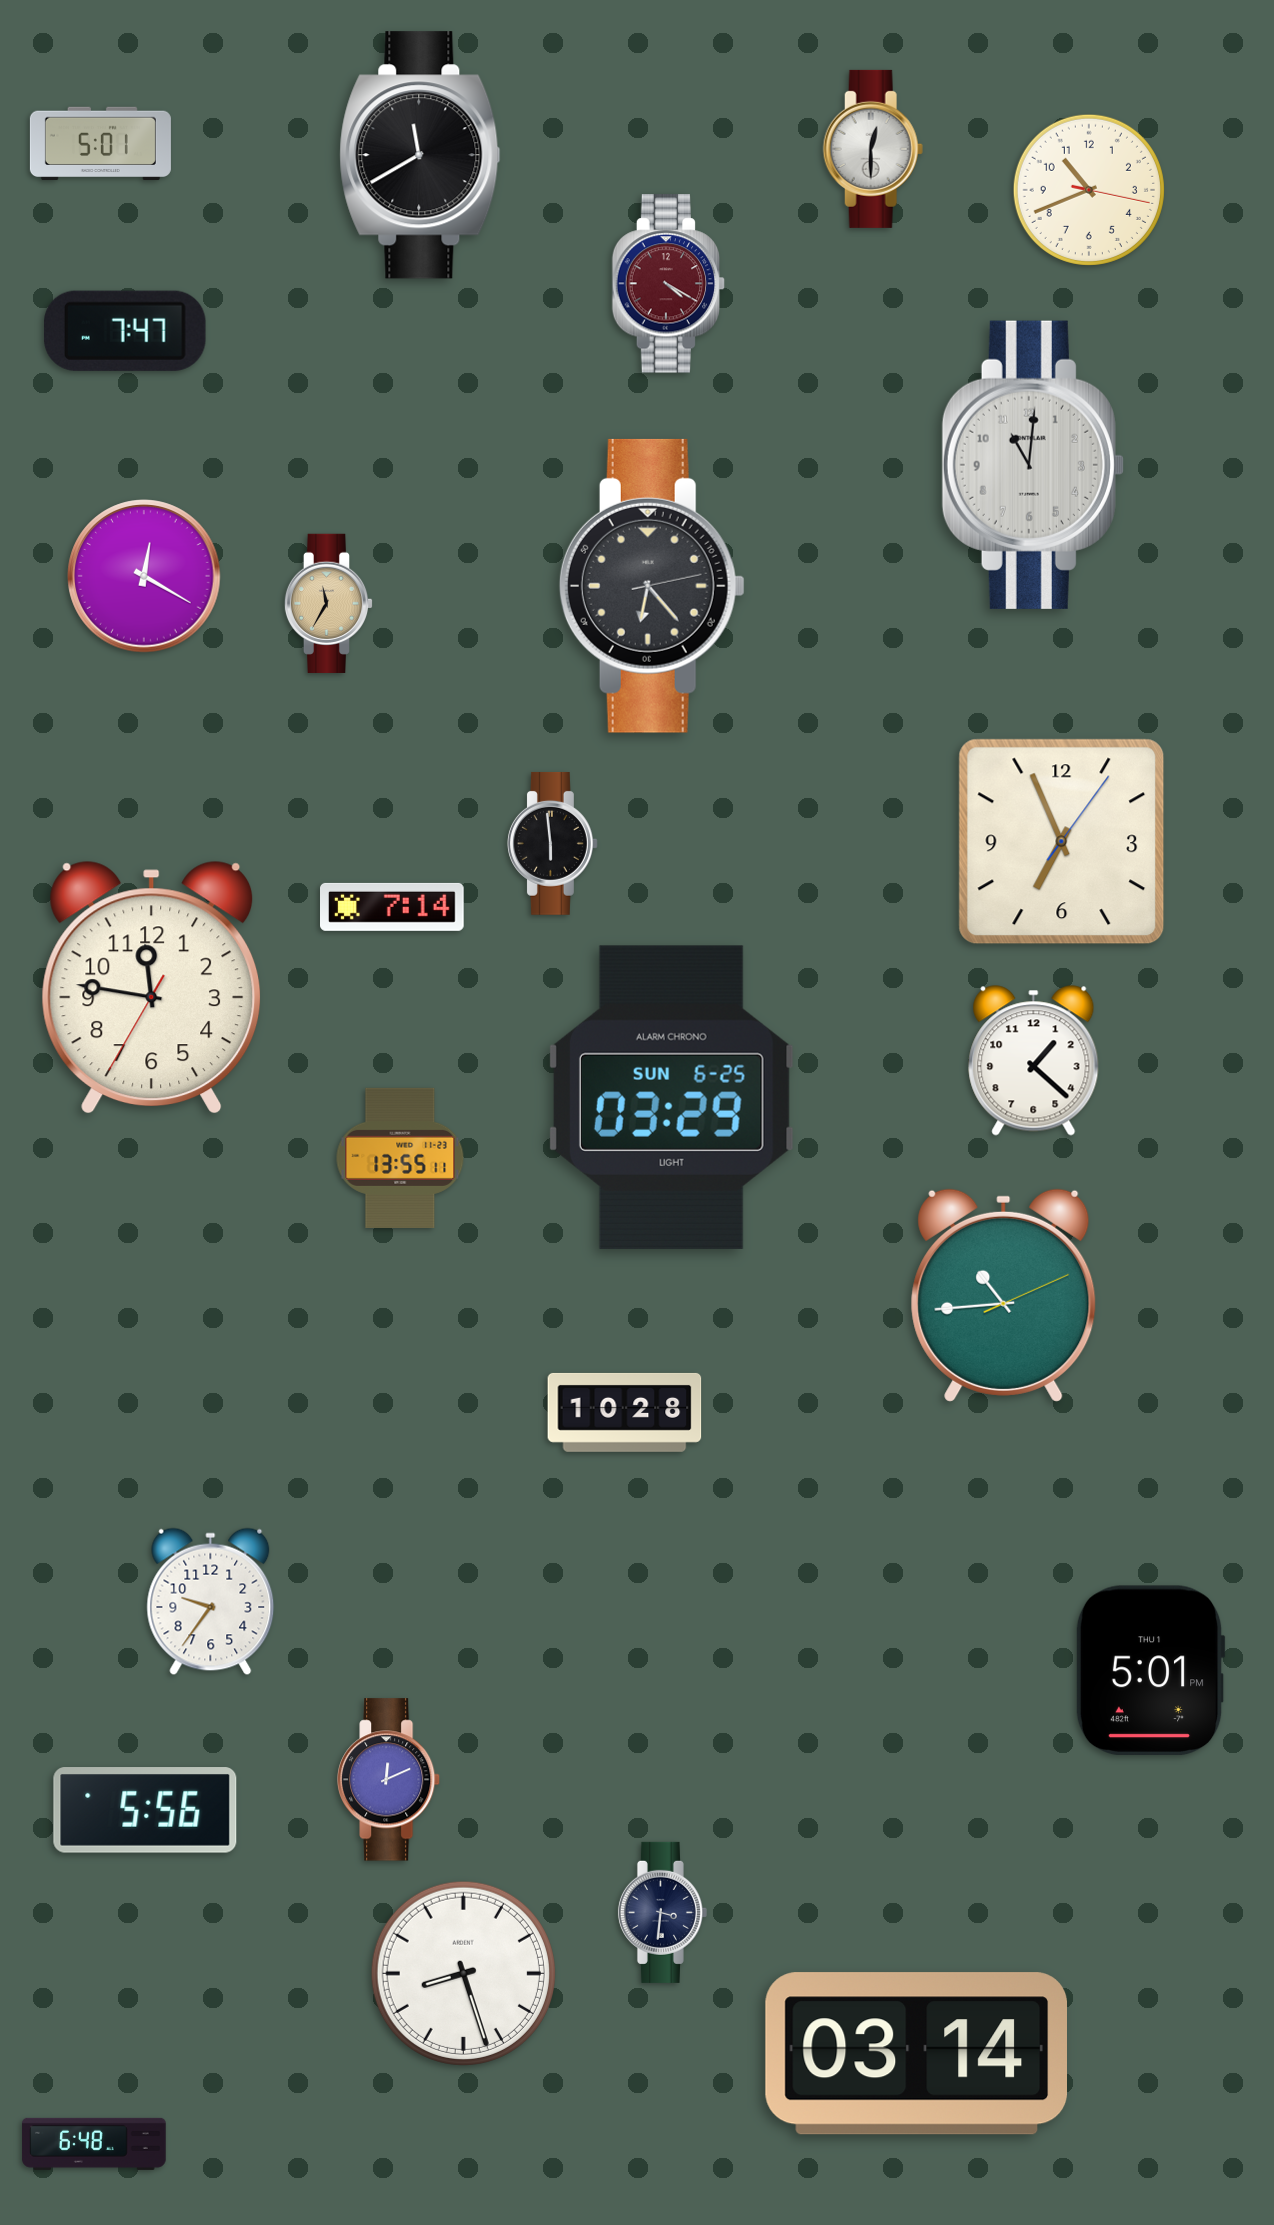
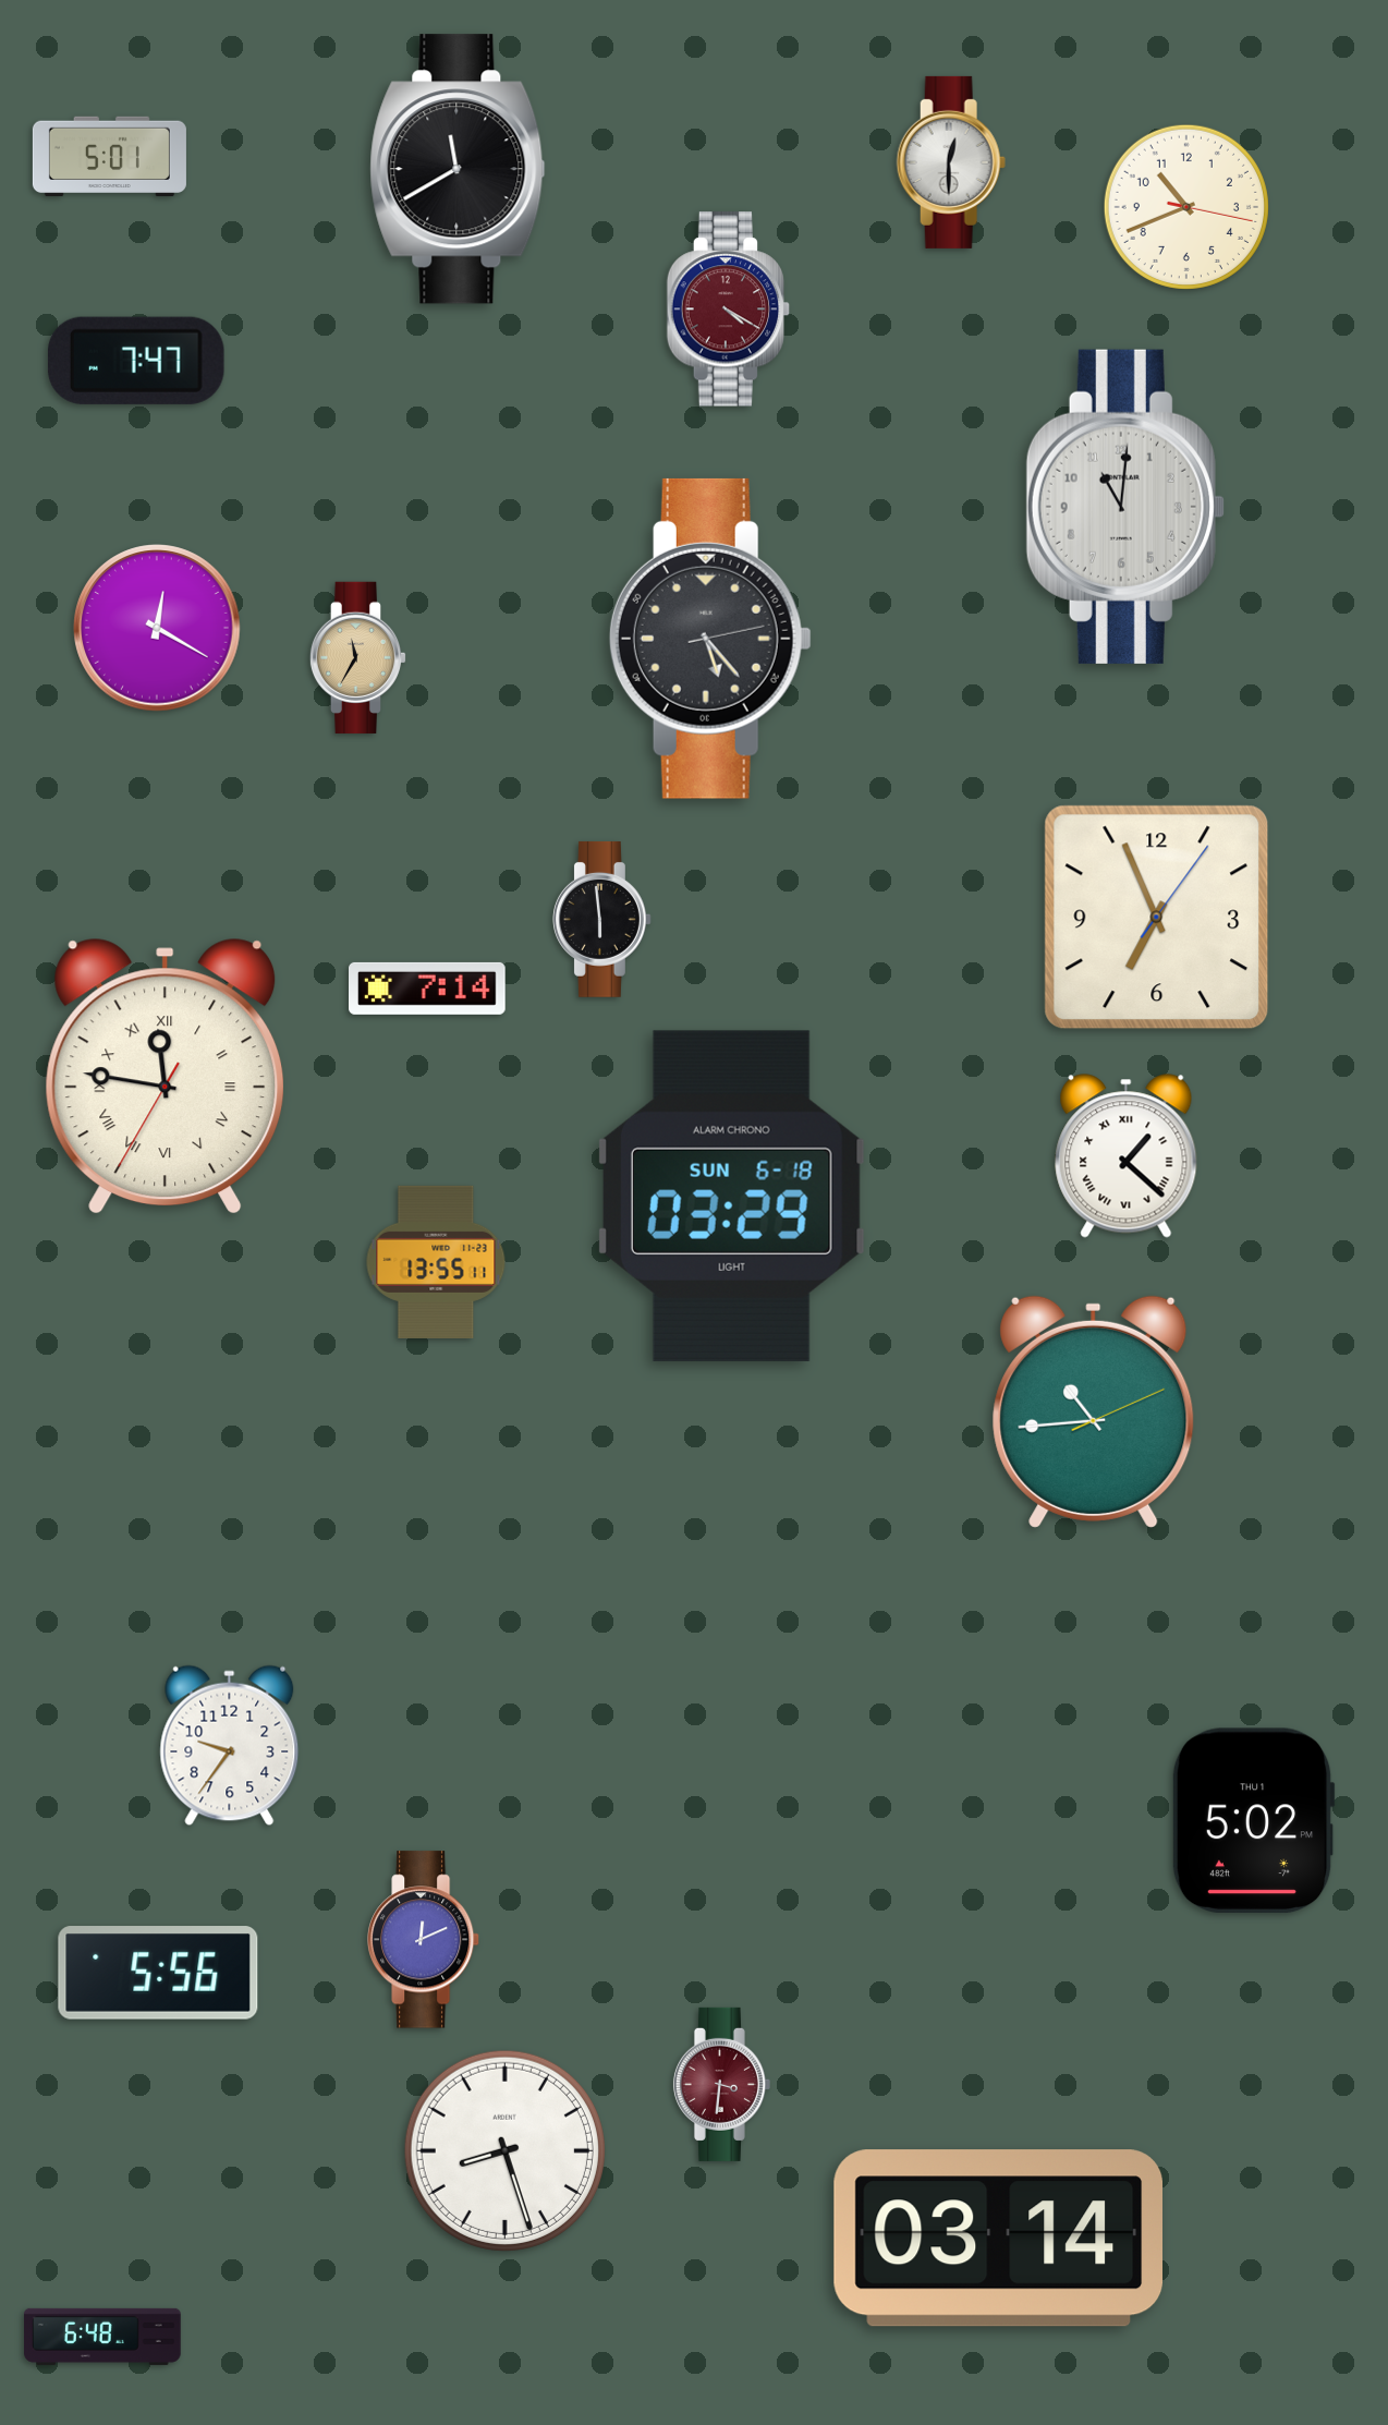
clock at (652, 586): 6:23 -> 5:23
clock at (152, 987) numerals: Arabic -> Roman
clock at (1034, 1061) numerals: Arabic -> Roman
clock at (671, 1097) date: SUN 6-25 -> SUN 6-18
clock at (625, 1412): 10:28 -> none
clock at (1150, 1671): 5:01 -> 5:02
clock at (662, 1912) dial: navy -> burgundy
